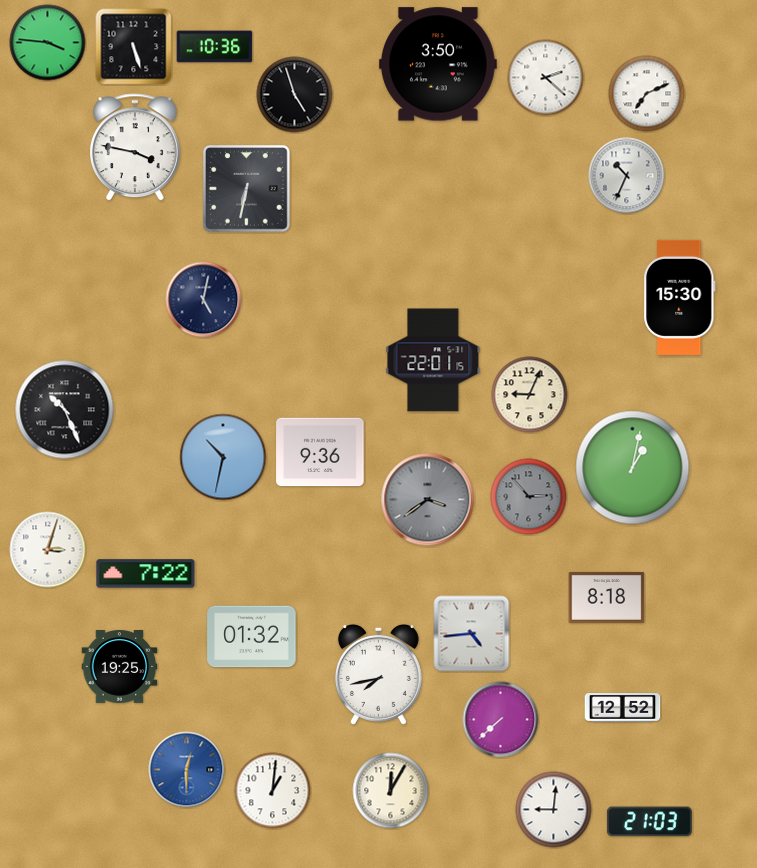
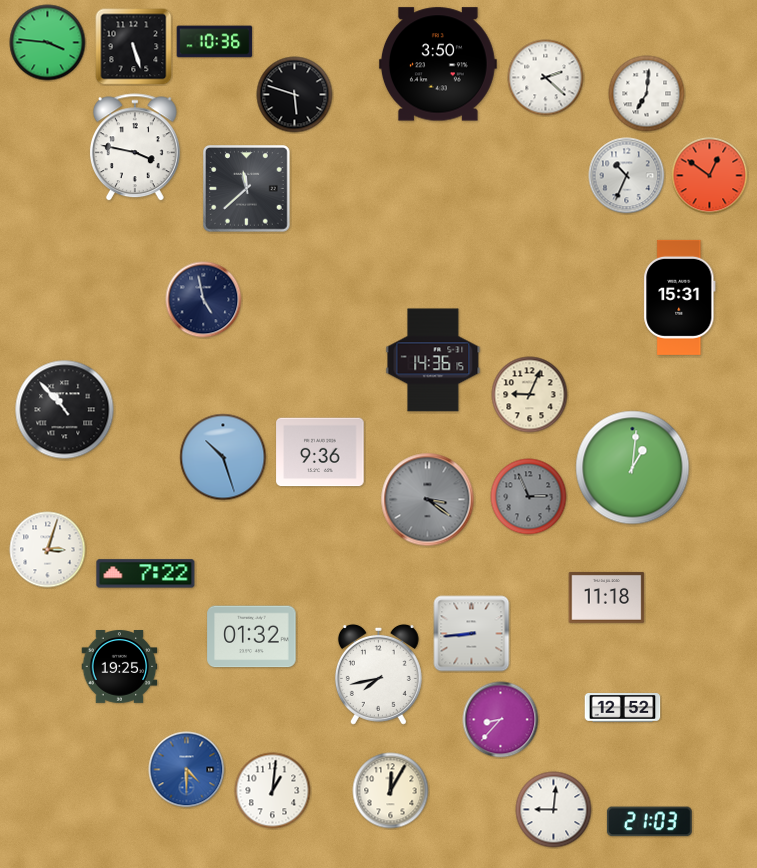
clock at (215, 47) position: (215, 47) -> (215, 42)
clock at (647, 94): 7:11 -> 7:01
clock at (295, 95): 4:57 -> 5:48
clock at (710, 176): none -> 12:51
clock at (247, 189): 6:32 -> 11:38
clock at (680, 297): 15:30 -> 15:31
clock at (204, 300): 5:02 -> 4:58
clock at (433, 360): 22:01 -> 14:36
clock at (65, 410): 10:26 -> 10:53
clock at (223, 457): 10:32 -> 10:27
clock at (633, 468): 1:02 -> 1:01
clock at (529, 497): 2:53 -> 2:56
clock at (428, 500): 3:39 -> 3:21
clock at (607, 597): 8:18 -> 11:18
clock at (472, 634): 4:44 -> 8:44
clock at (501, 720): 7:38 -> 8:37
clock at (187, 770): 12:30 -> 4:30
